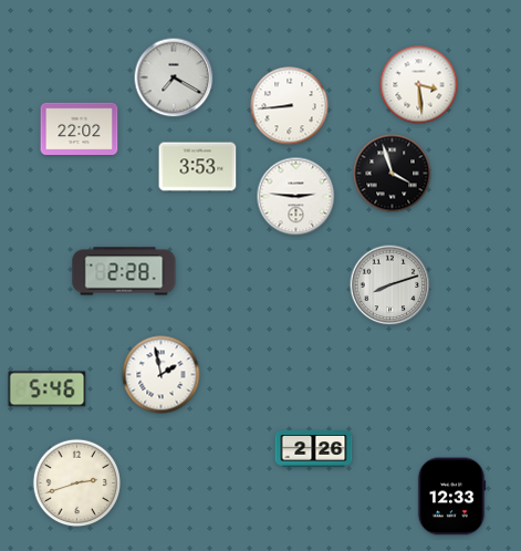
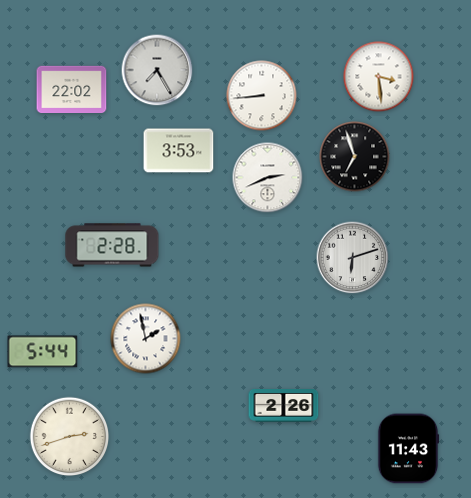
clock at (174, 77): 7:20 -> 7:25
clock at (80, 128) position: (80, 128) -> (72, 89)
clock at (393, 174): 3:57 -> 6:57
clock at (296, 197): 2:46 -> 2:41
clock at (390, 285): 8:12 -> 6:12
clock at (48, 389): 5:46 -> 5:44
clock at (451, 497): 12:33 -> 11:43
